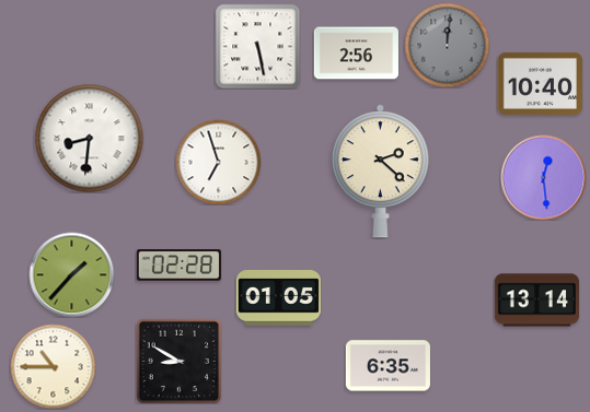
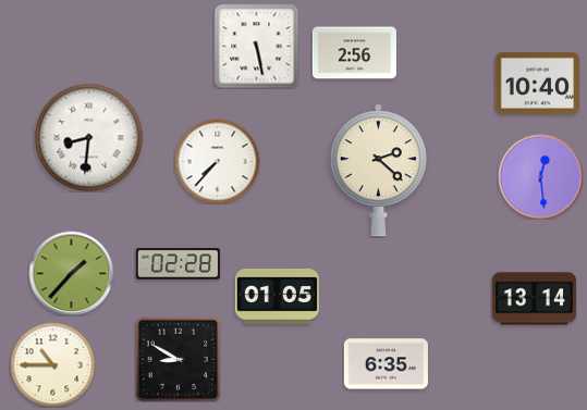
clock at (447, 45): 12:01 -> none
clock at (218, 162): 6:57 -> 7:37
